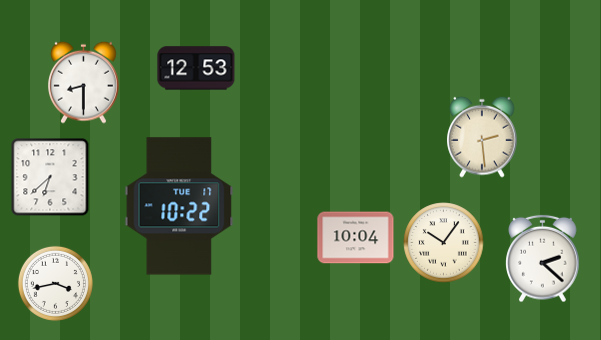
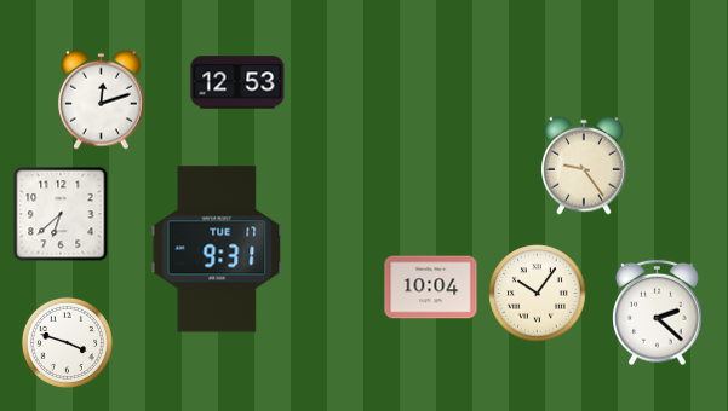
clock at (84, 82): 8:30 -> 12:12
clock at (482, 137): 2:29 -> 9:24
clock at (179, 206): 10:22 -> 9:31
clock at (55, 283): 3:43 -> 3:48
